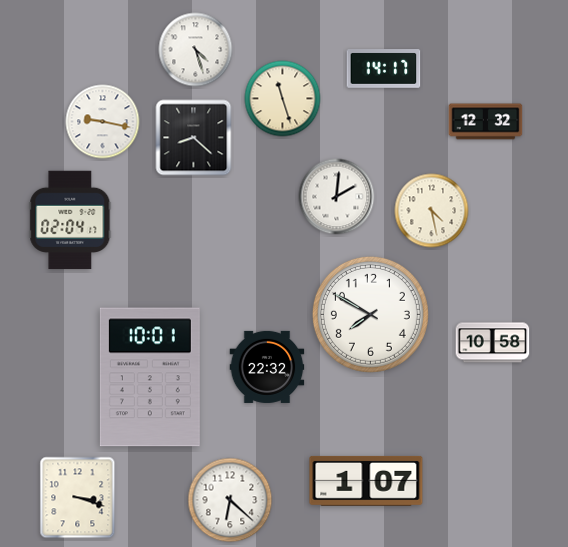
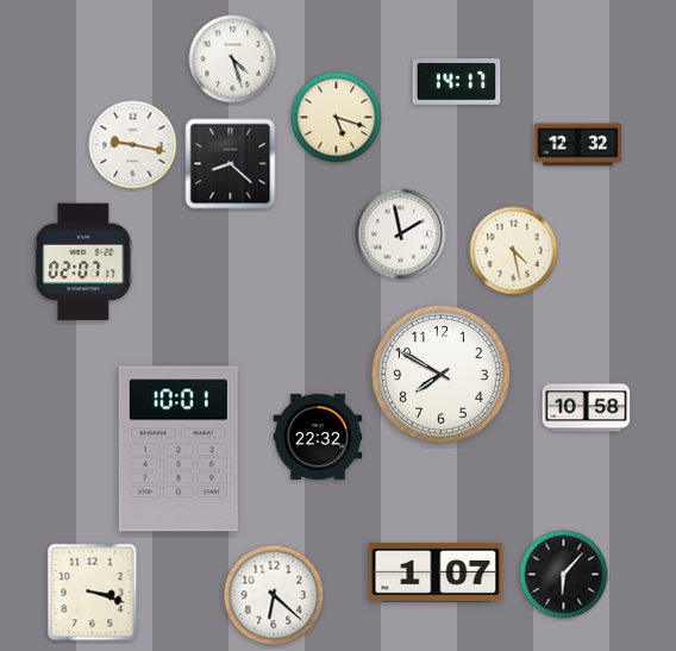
clock at (283, 99): 11:27 -> 5:18
clock at (103, 122) position: (103, 122) -> (133, 145)
clock at (337, 197): 2:01 -> 1:58
clock at (70, 220): 02:04 -> 02:07
clock at (564, 575): none -> 6:07
